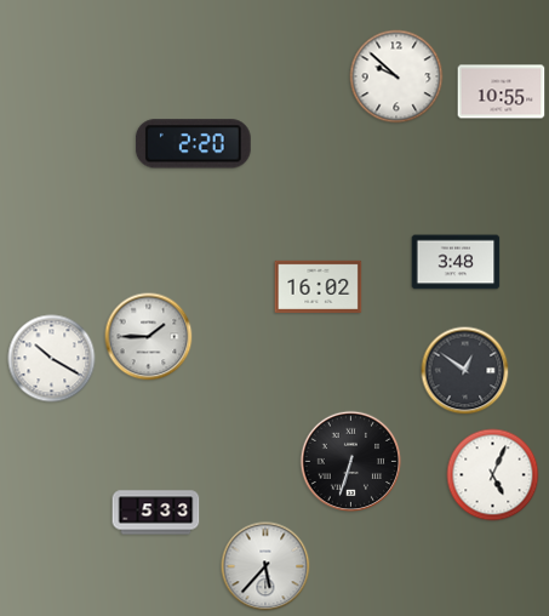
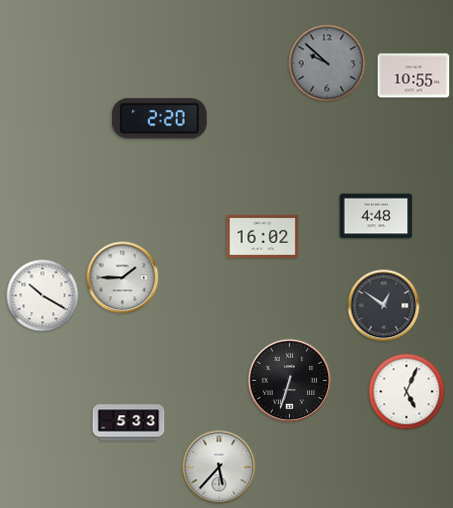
clock at (396, 76) dial: white -> grey
clock at (456, 262): 3:48 -> 4:48
